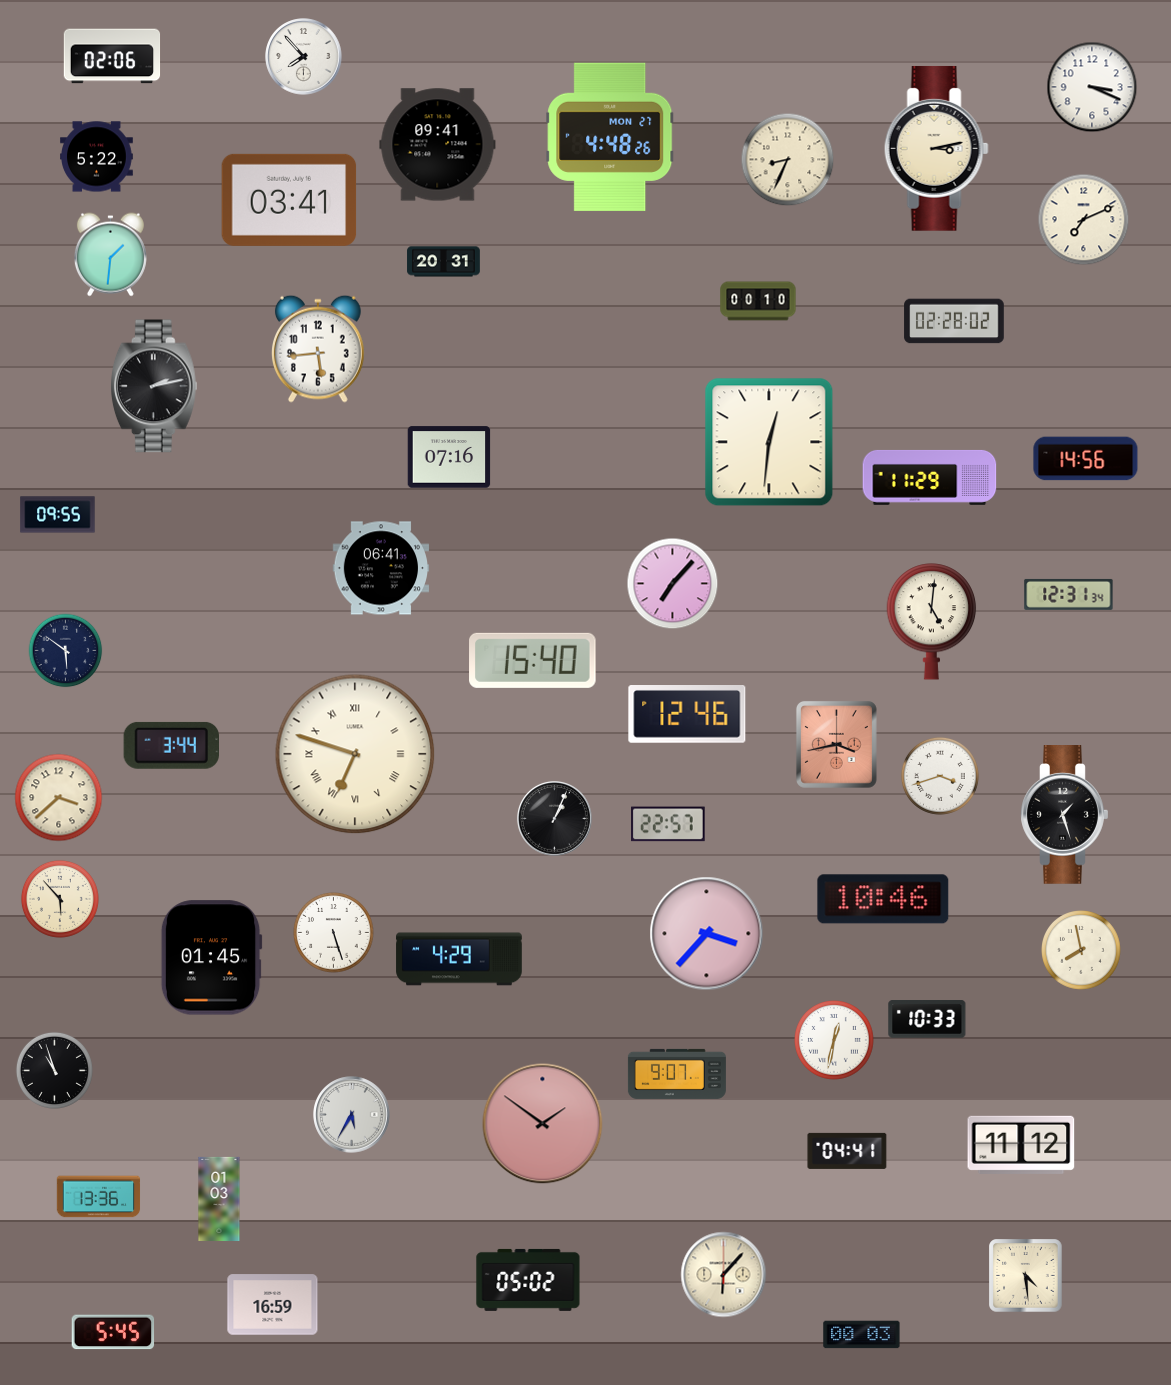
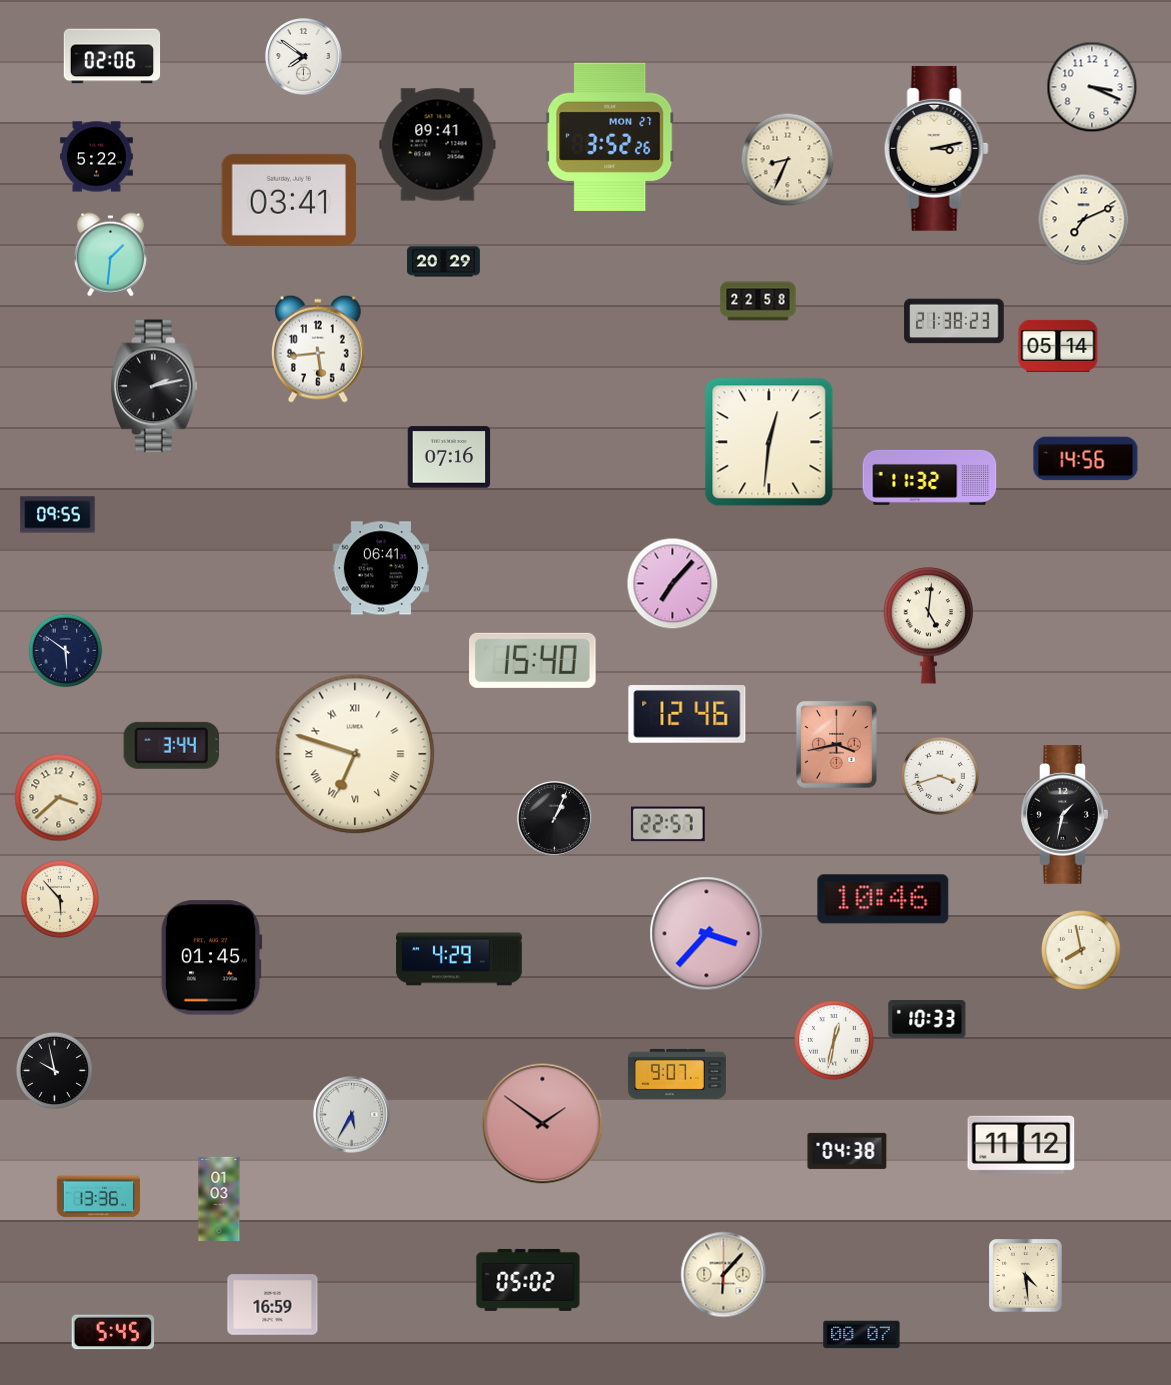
clock at (304, 57): 7:53 -> 7:51
clock at (610, 137): 4:48 -> 3:52
clock at (444, 262): 20:31 -> 20:29
clock at (758, 301): 00:10 -> 22:58
clock at (954, 321): 02:28 -> 21:38
clock at (1058, 346): none -> 05:14
clock at (930, 477): 11:29 -> 11:32
clock at (1069, 594): 12:31 -> none
clock at (932, 622) position: (932, 622) -> (929, 626)
clock at (1065, 815): 1:27 -> 1:32
clock at (334, 933): 5:27 -> none
clock at (54, 1070): 10:57 -> 9:58
clock at (847, 1151): 04:41 -> 04:38
clock at (862, 1335): 00:03 -> 00:07
